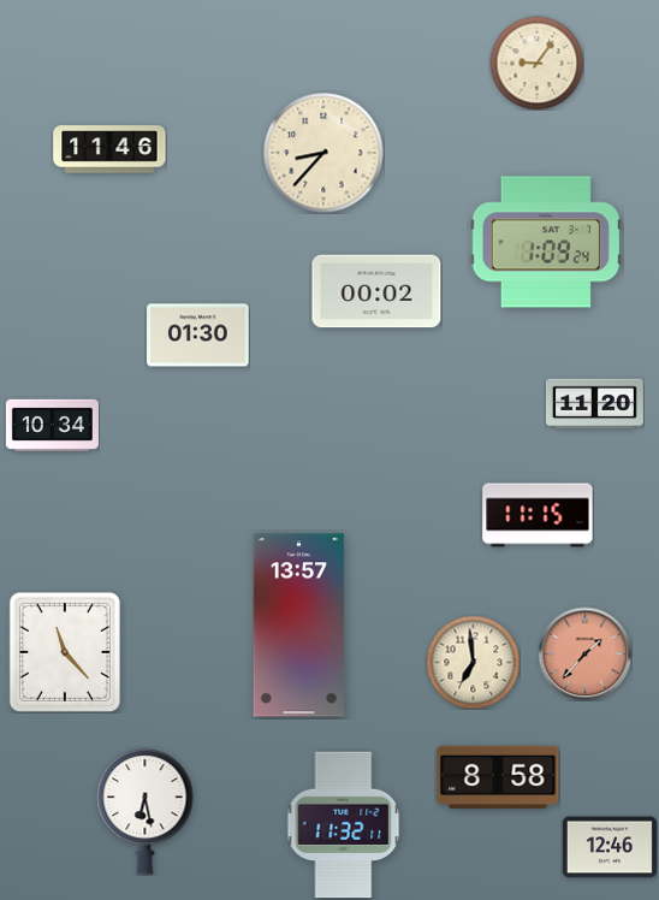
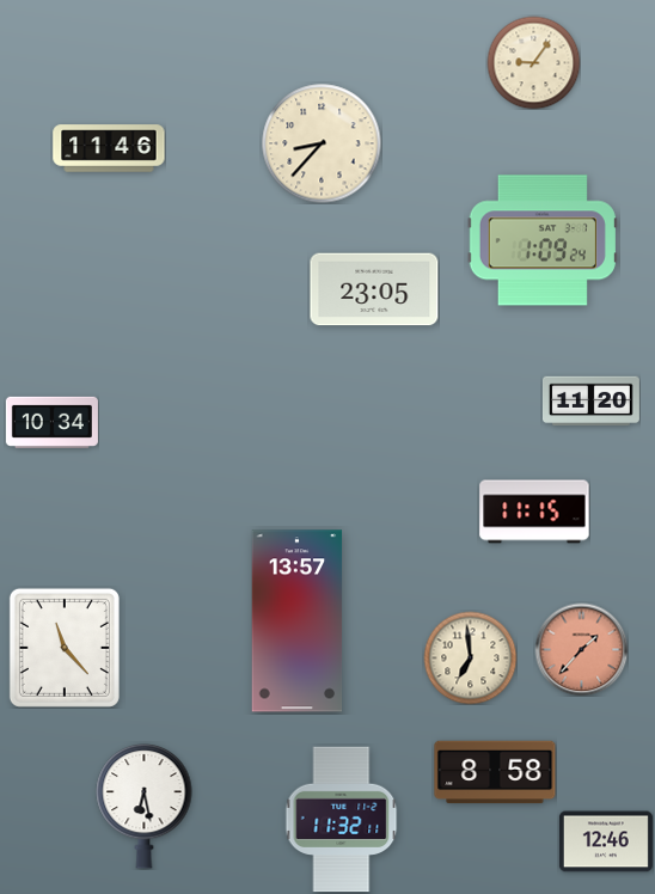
clock at (323, 153) position: (323, 153) -> (322, 143)
clock at (376, 291): 00:02 -> 23:05
clock at (198, 336): 01:30 -> none
